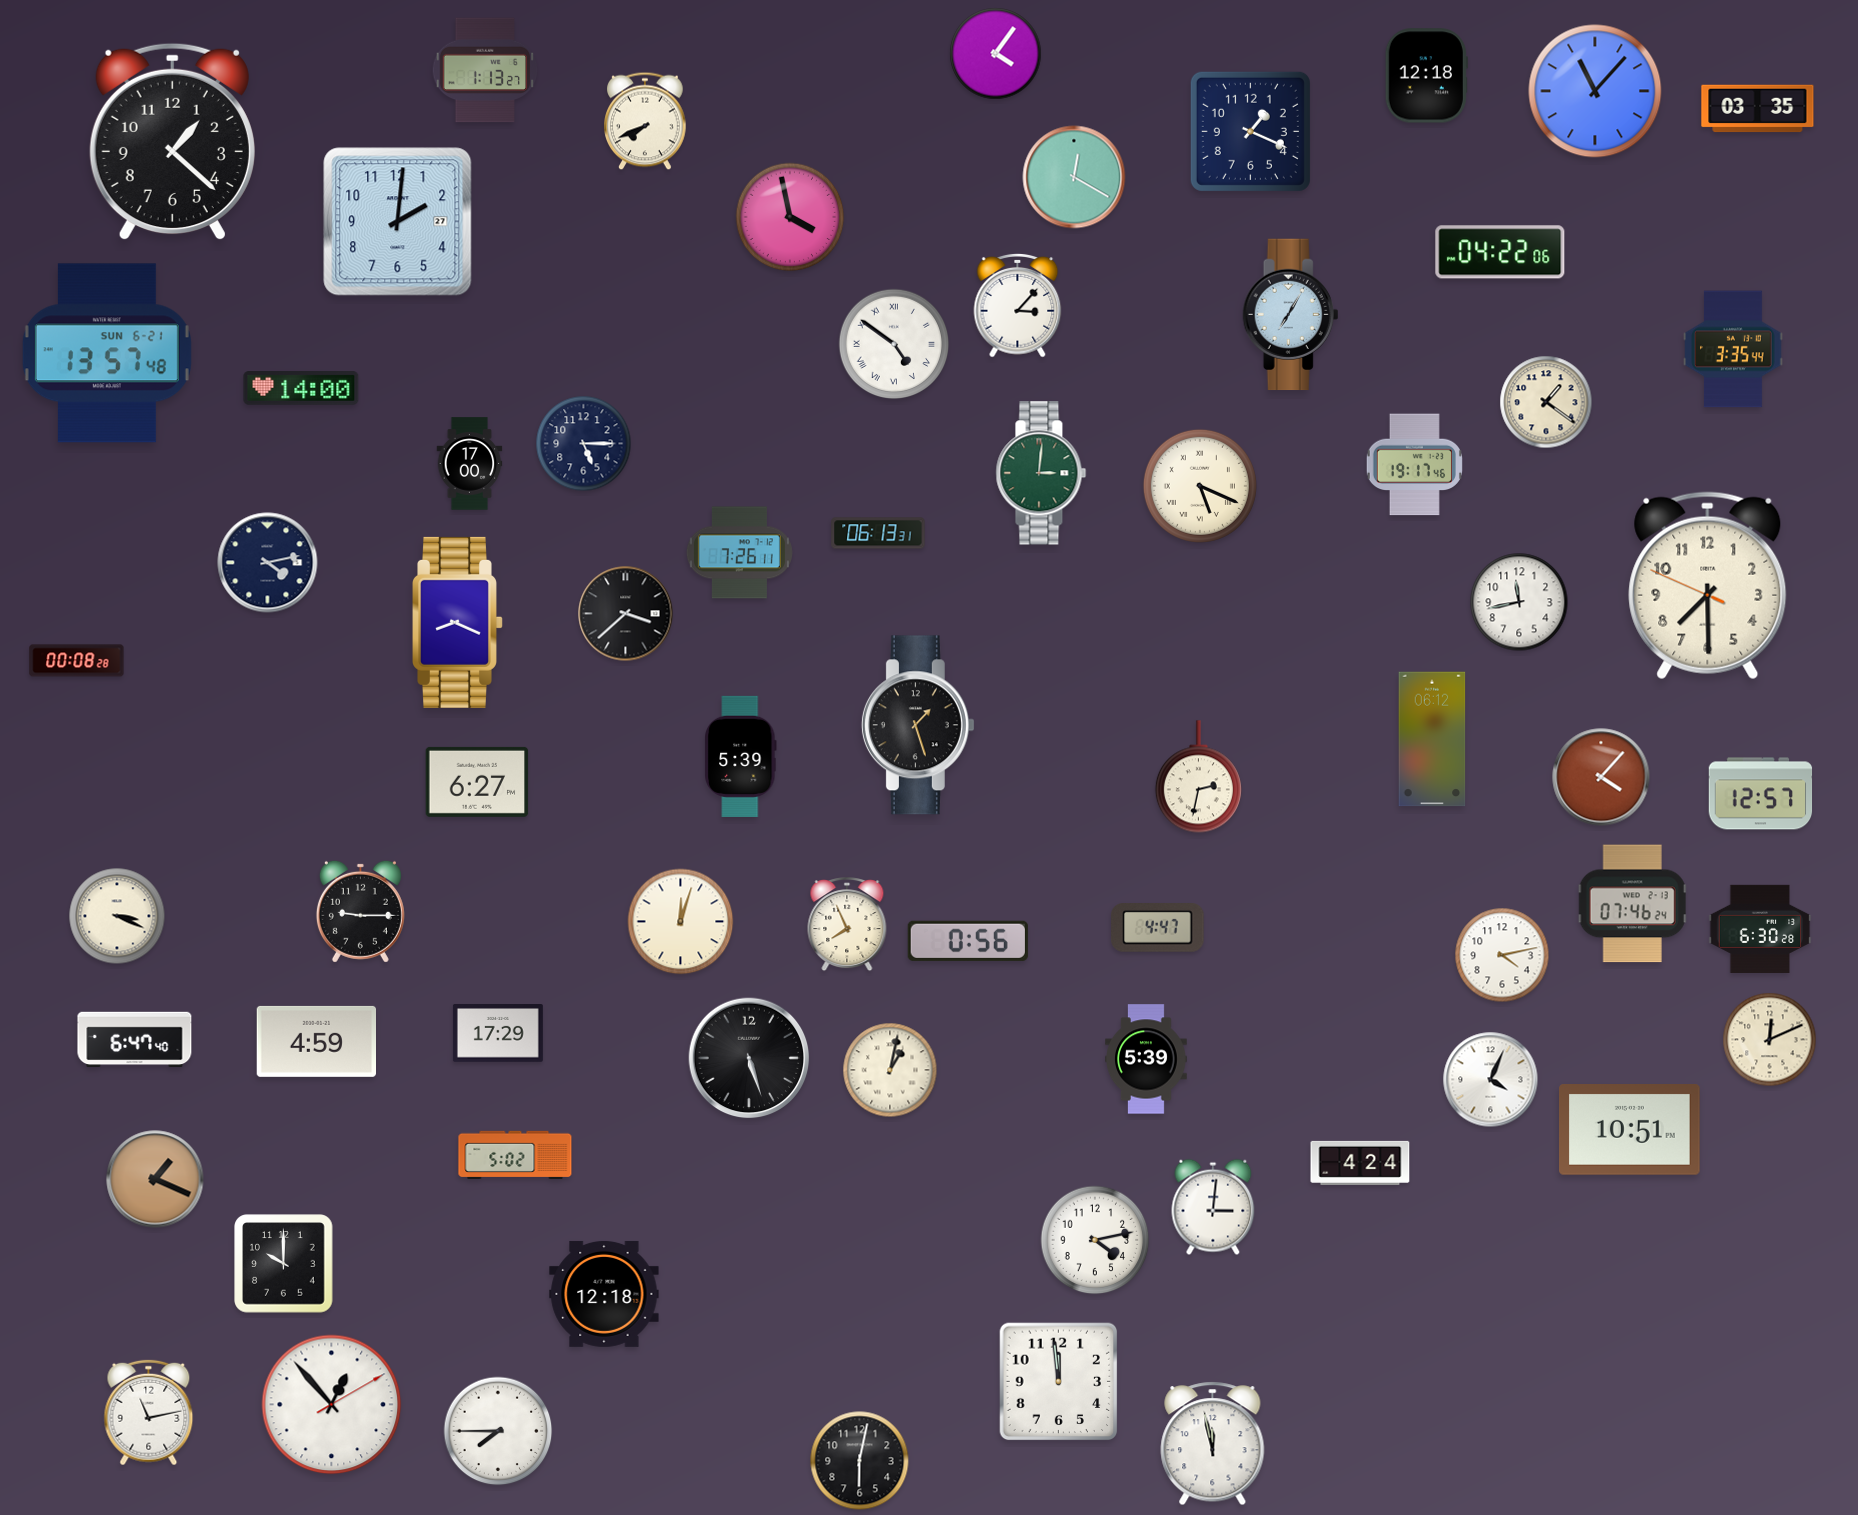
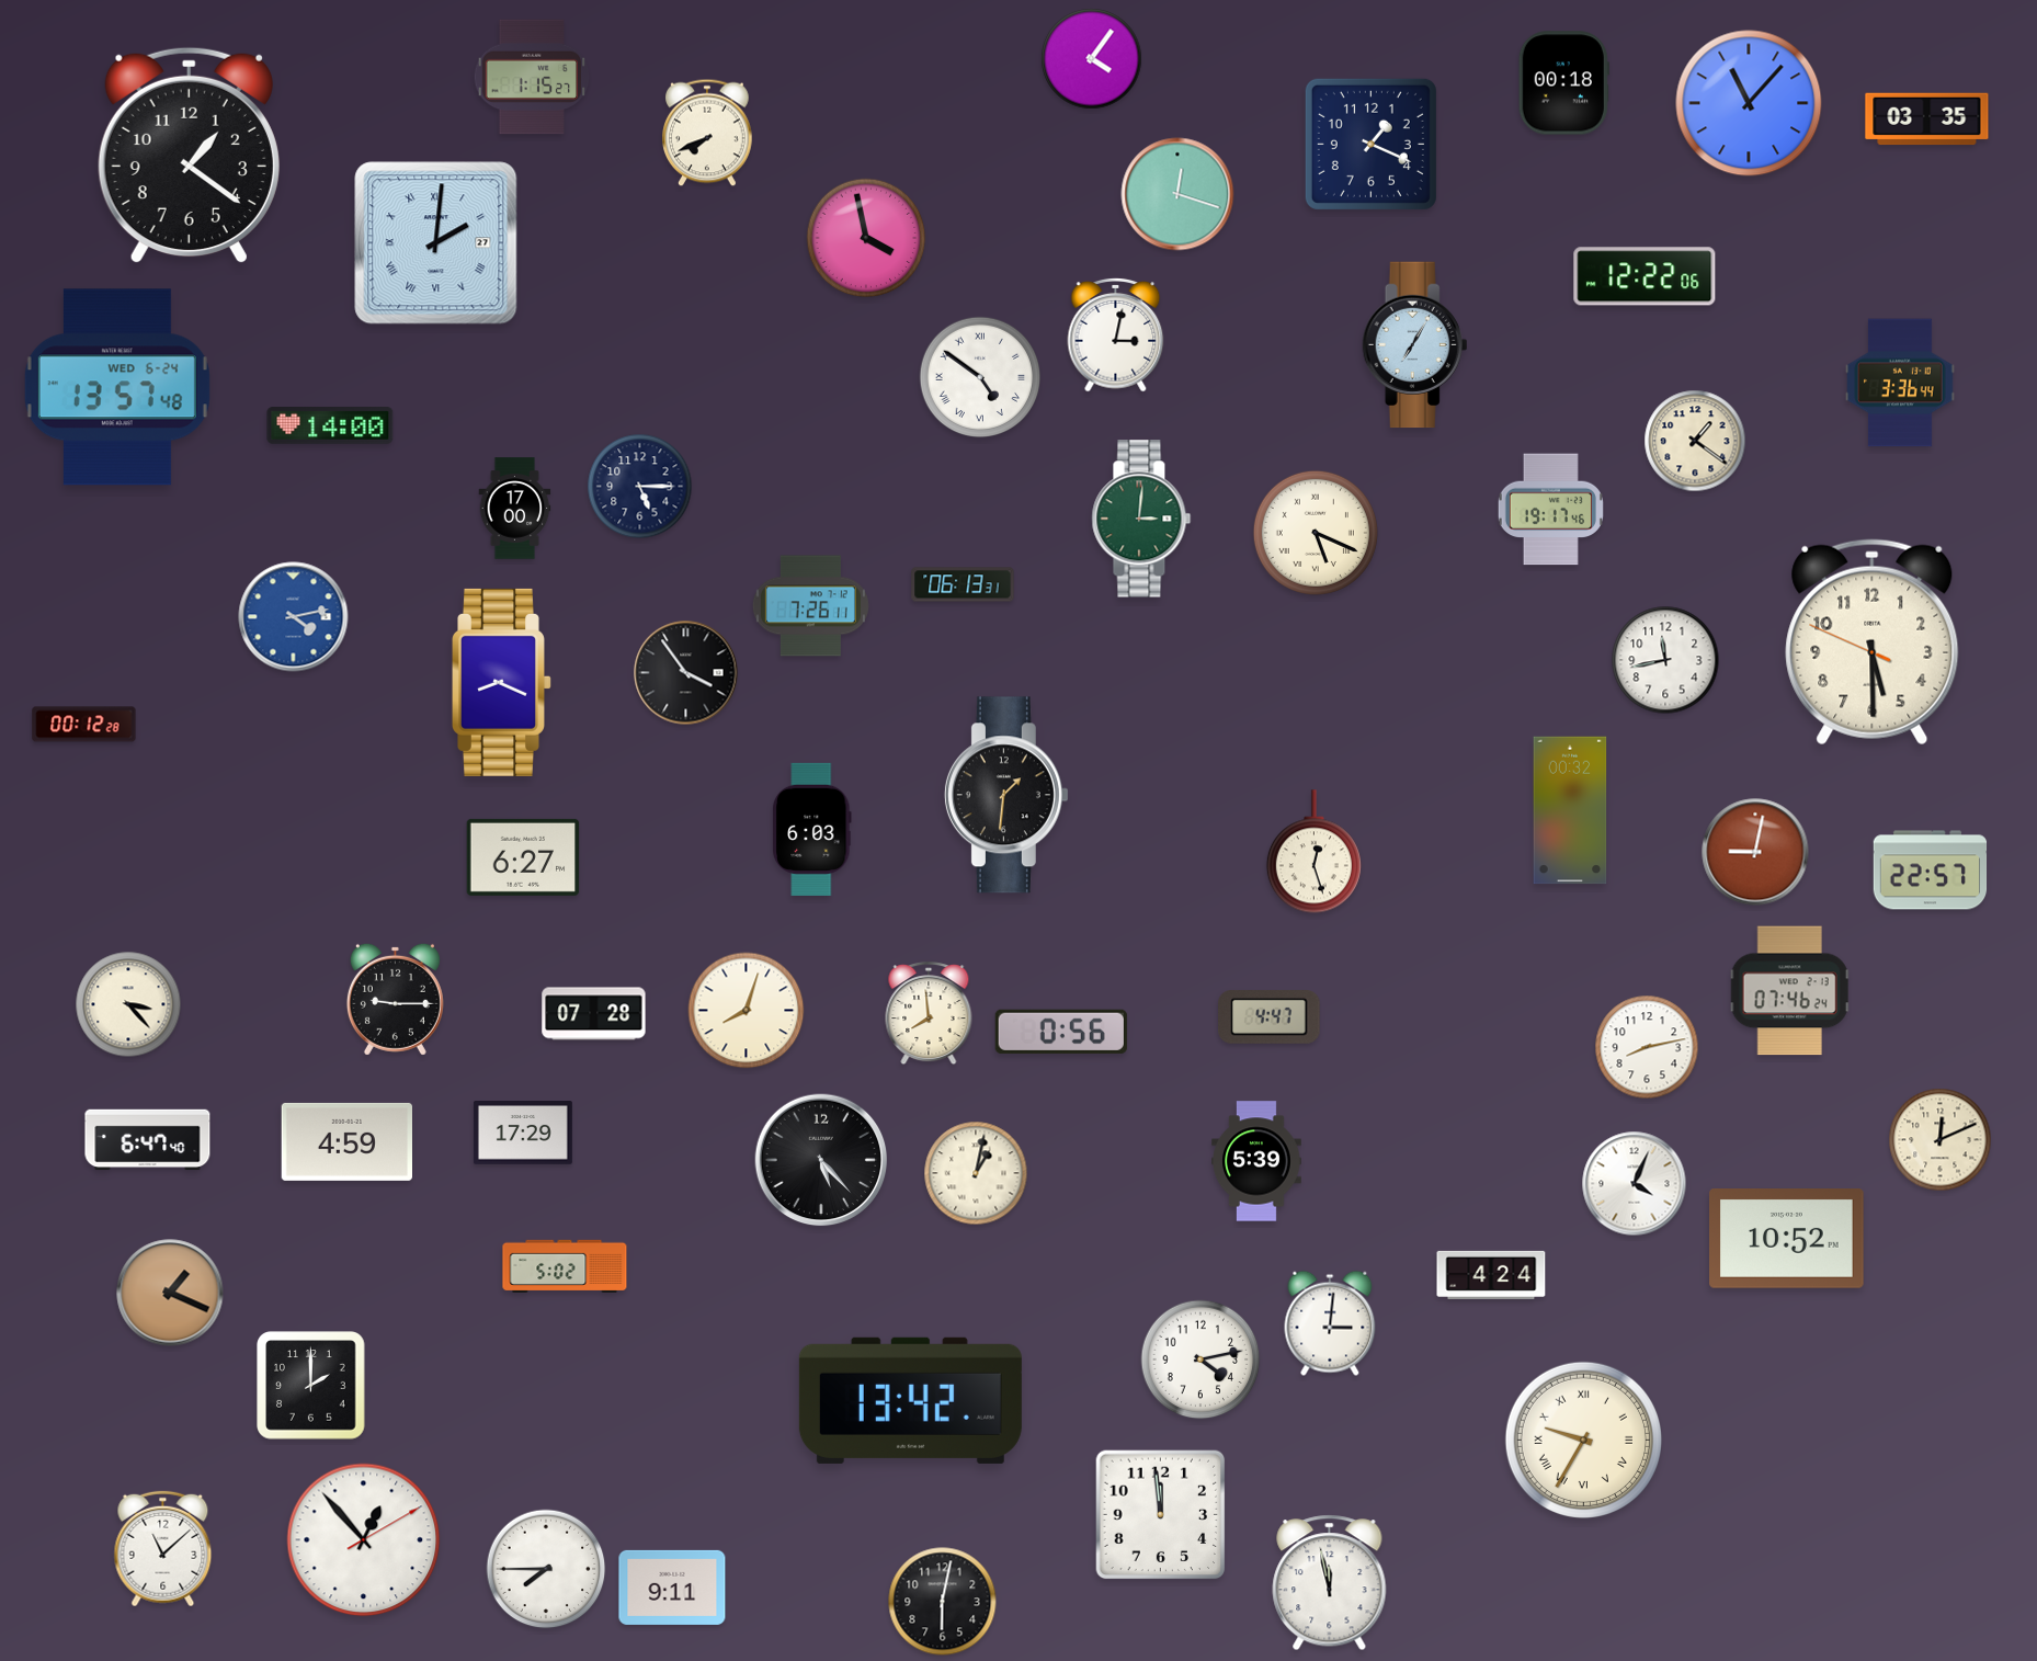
clock at (485, 70): 1:13 -> 1:15
clock at (1426, 76): 12:18 -> 00:18
clock at (1595, 91) position: (1595, 91) -> (1749, 103)
clock at (172, 142): 1:22 -> 1:21
clock at (1074, 177): 12:20 -> 12:18
clock at (398, 222) numerals: Arabic -> Roman
clock at (1500, 252): 04:22 -> 12:22
clock at (1018, 306): 3:07 -> 3:02
clock at (1733, 349): 3:35 -> 3:36
clock at (107, 353) date: SUN 6-21 -> WED 6-24
clock at (268, 563) dial: navy -> blue
clock at (1708, 586): 7:29 -> 5:29
clock at (626, 614): 3:38 -> 3:54
clock at (77, 661): 00:08 -> 00:12
clock at (918, 725): 1:27 -> 1:31
clock at (1432, 739): 06:12 -> 00:32
clock at (741, 756): 5:39 -> 6:03
clock at (1198, 777): 2:32 -> 12:27
clock at (1601, 777): 4:07 -> 9:02
clock at (1761, 794): 12:57 -> 22:57
clock at (117, 916): 3:19 -> 3:23
clock at (681, 922): 12:03 -> 8:03
clock at (594, 1014): none -> 07:28
clock at (847, 925): 7:56 -> 7:59
clock at (1760, 929): 6:30 -> none
clock at (1502, 955): 4:13 -> 8:13
clock at (498, 1034) position: (498, 1034) -> (523, 1134)
clock at (749, 1058): 5:27 -> 5:23
clock at (1630, 1130): 10:51 -> 10:52
clock at (284, 1264): 10:00 -> 2:00
clock at (910, 1400): none -> 13:42
clock at (604, 1294): 12:18 -> none
clock at (1583, 1440): none -> 9:35
clock at (149, 1413): 11:13 -> 11:08
clock at (672, 1588): none -> 9:11
